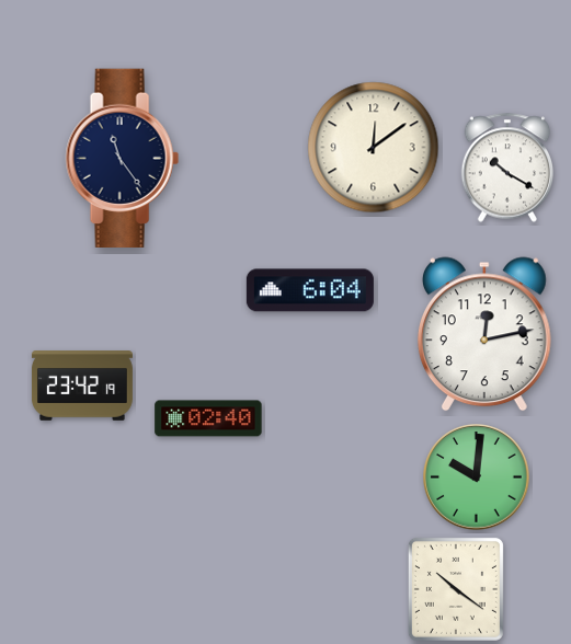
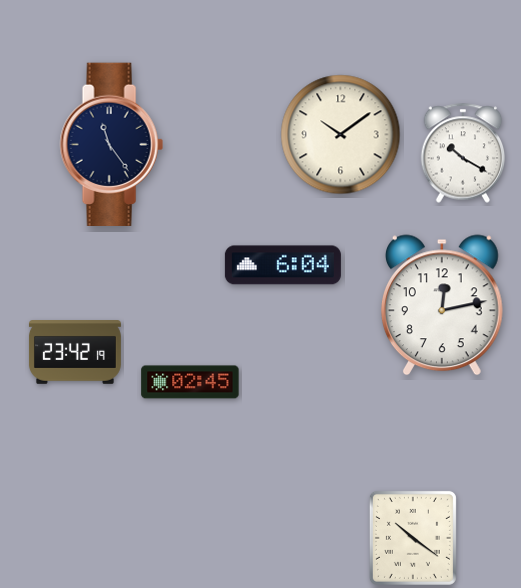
clock at (374, 148): 12:09 -> 10:09
clock at (208, 418): 02:40 -> 02:45
clock at (477, 478): 10:01 -> none
clock at (456, 589) position: (456, 589) -> (413, 538)
